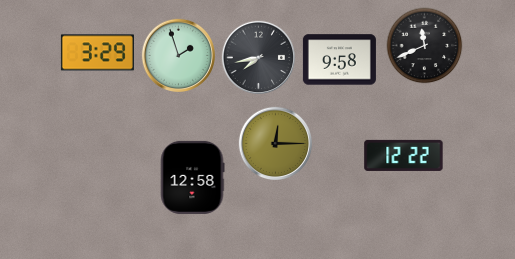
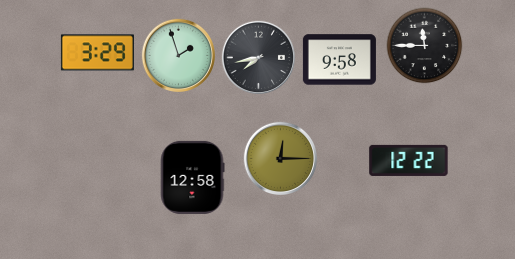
clock at (425, 46): 11:41 -> 11:45
clock at (275, 143) position: (275, 143) -> (280, 158)
clock at (404, 155) position: (404, 155) -> (409, 160)
